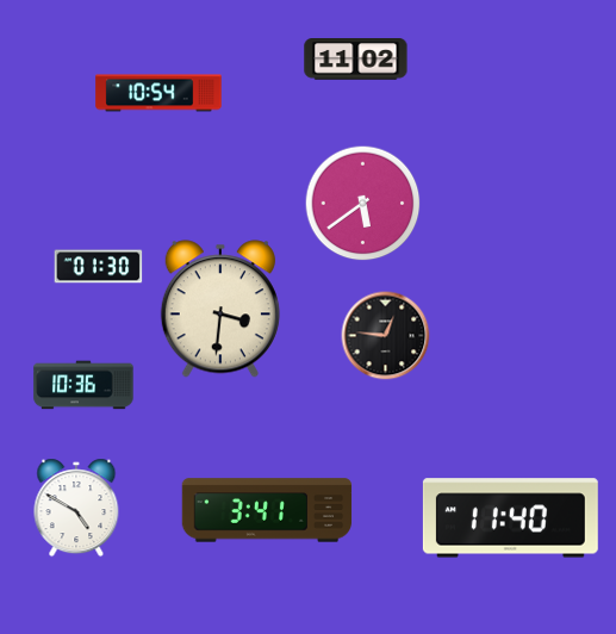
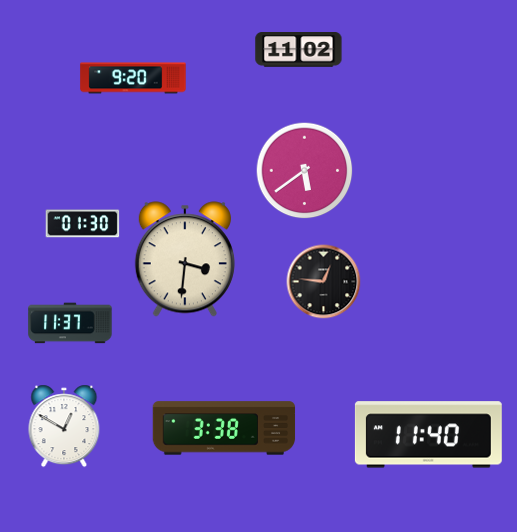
clock at (158, 93): 10:54 -> 9:20
clock at (83, 385): 10:36 -> 11:37
clock at (76, 508): 4:50 -> 12:50
clock at (267, 510): 3:41 -> 3:38
